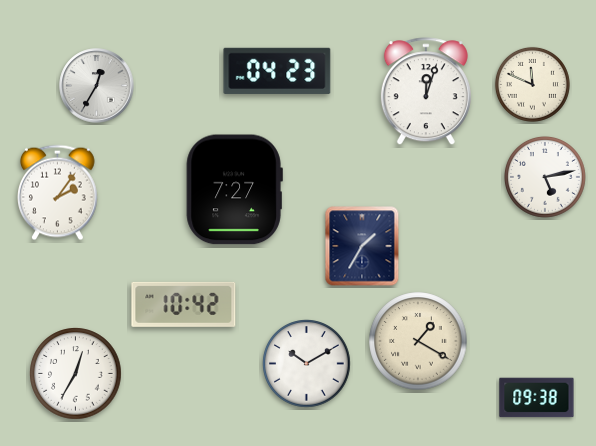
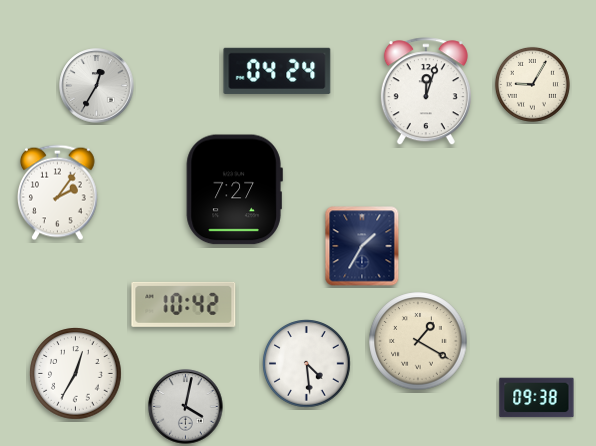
clock at (277, 71): 04:23 -> 04:24
clock at (532, 84): 11:49 -> 9:05
clock at (546, 178): 5:13 -> none
clock at (307, 364): 10:10 -> 4:29
clock at (186, 407): none -> 4:02
